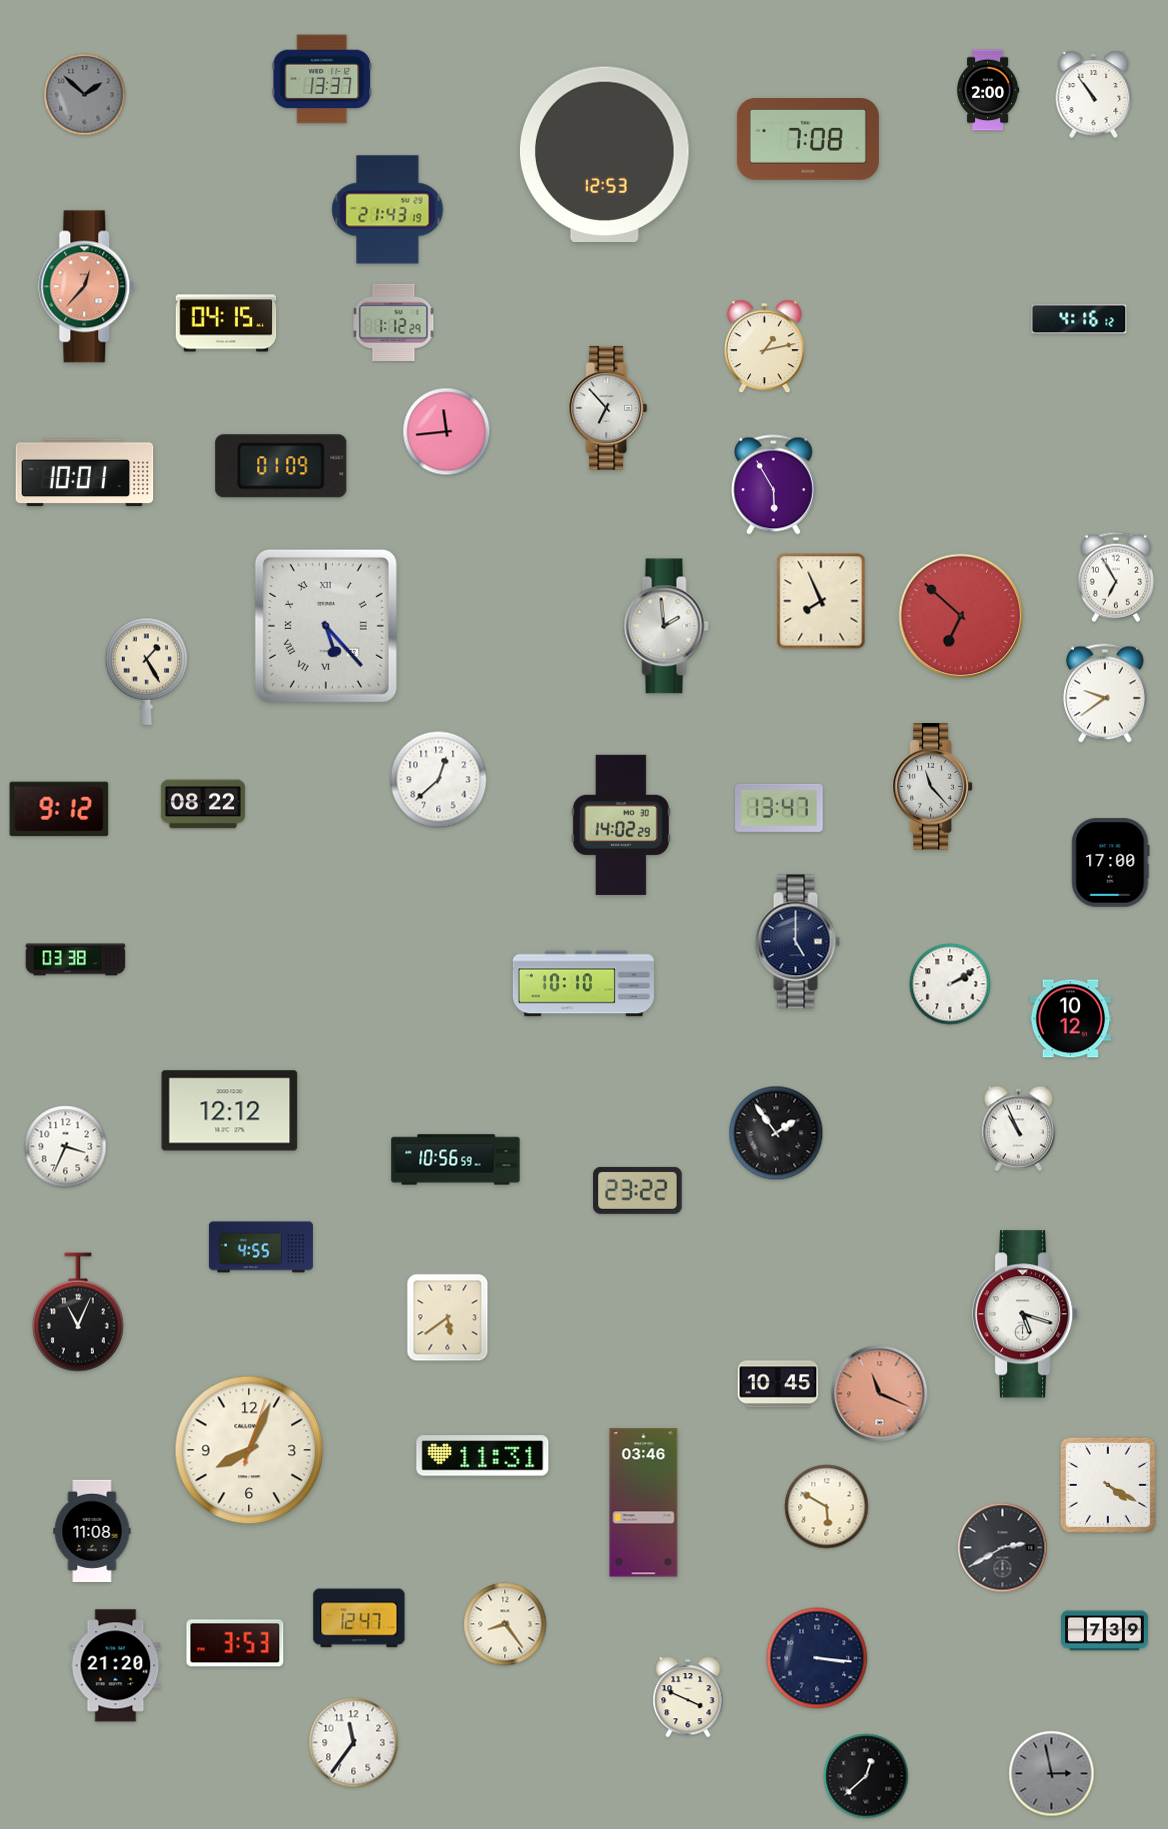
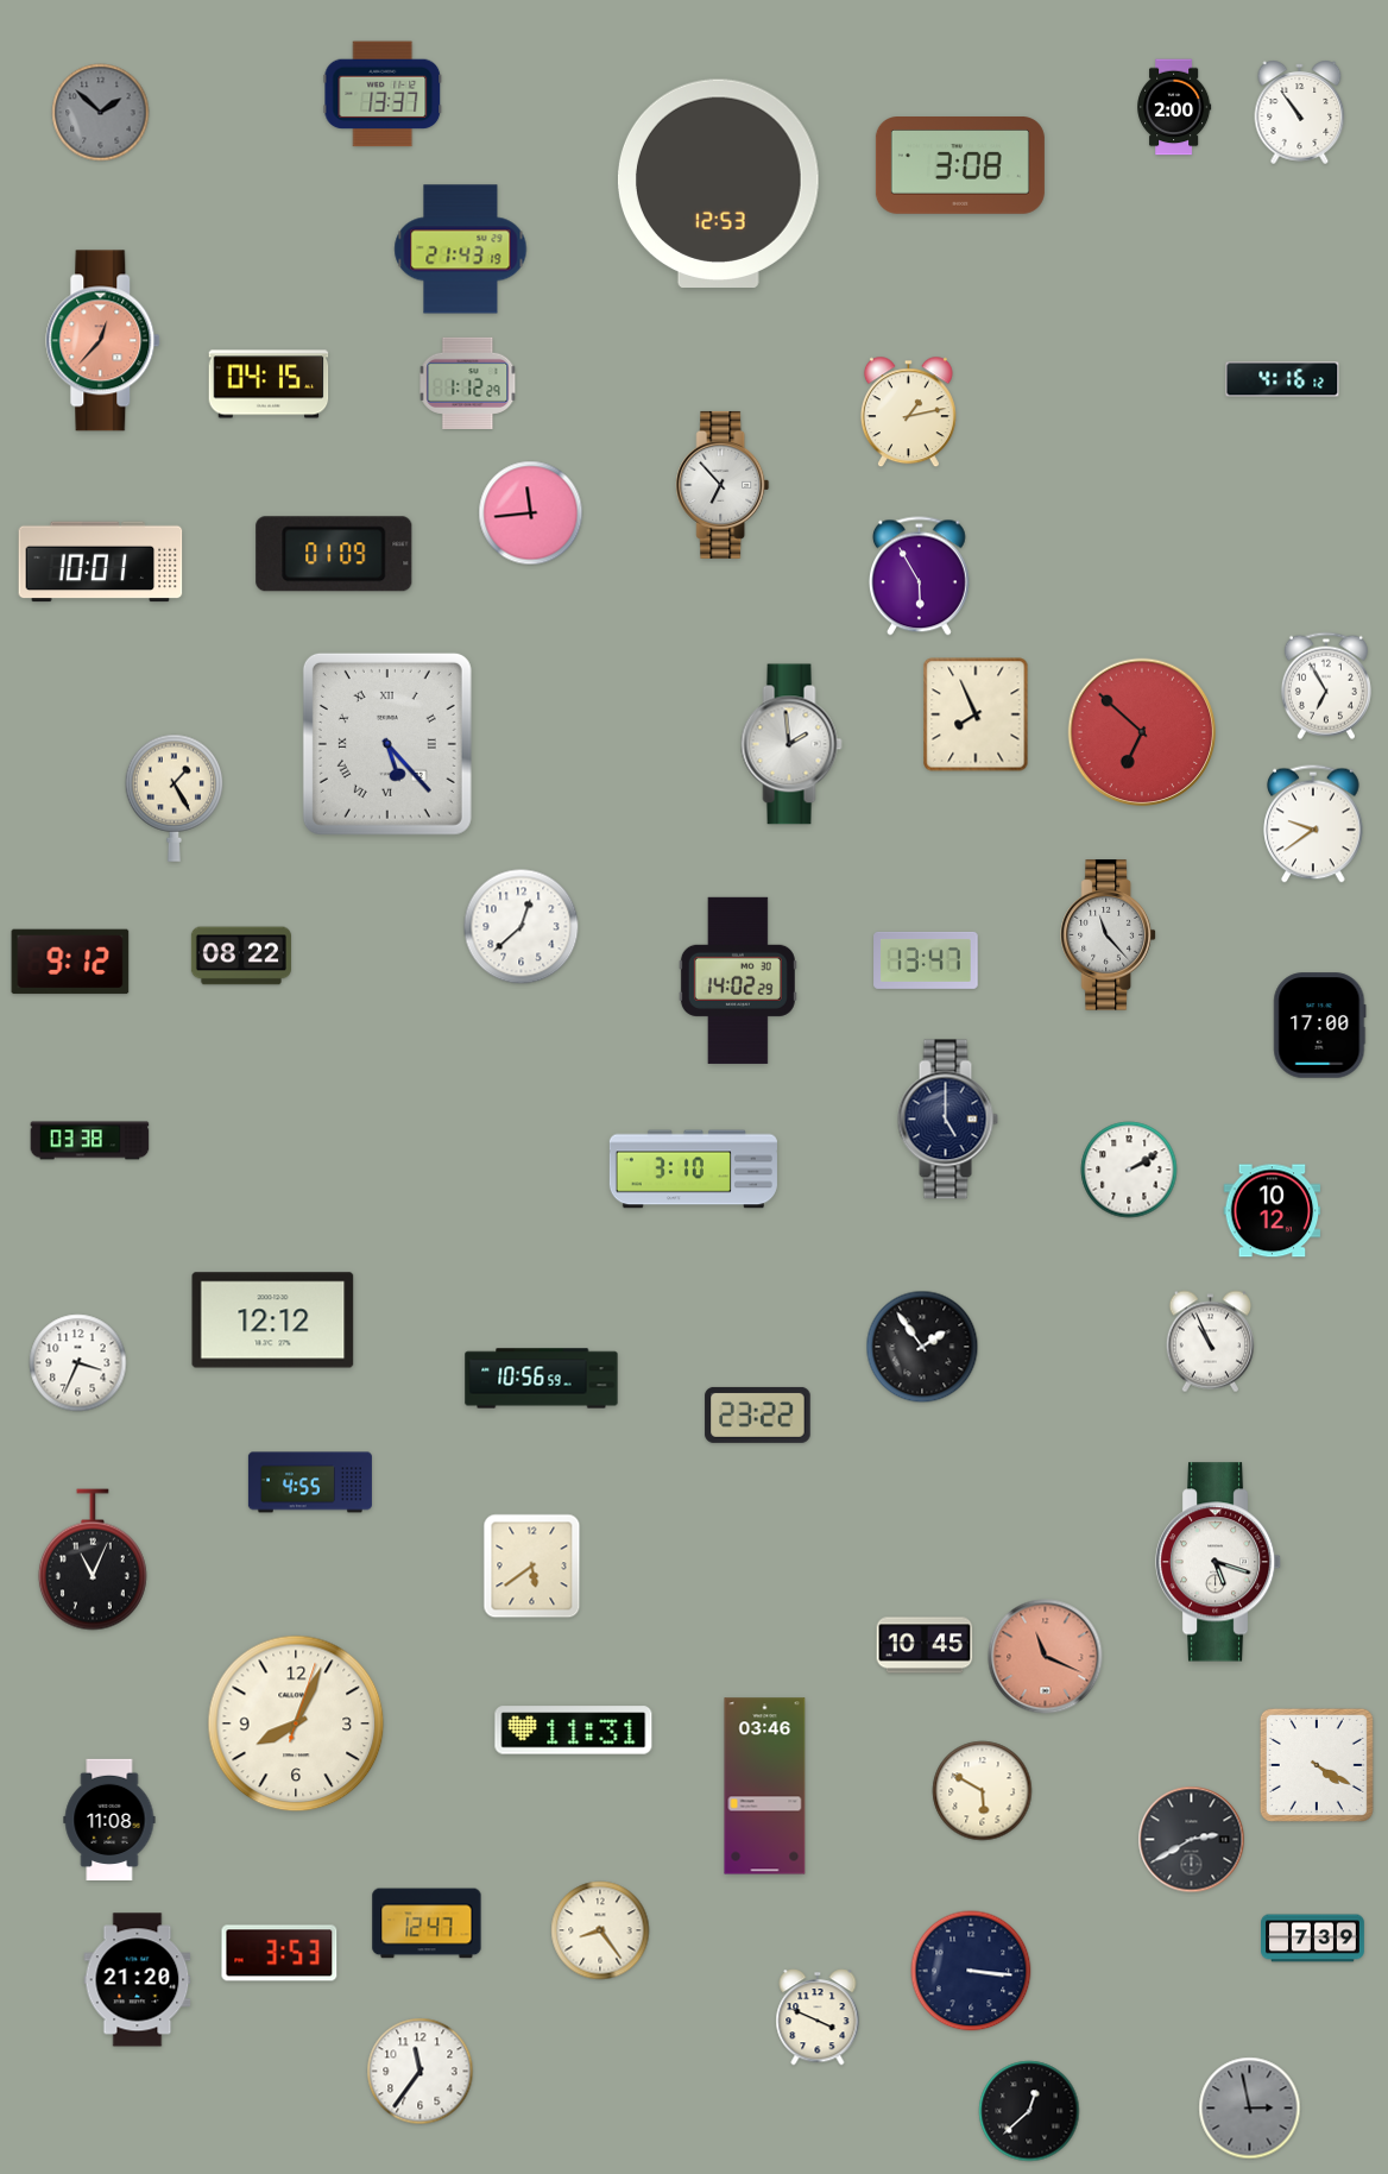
clock at (808, 140): 7:08 -> 3:08
clock at (583, 984): 10:10 -> 3:10
